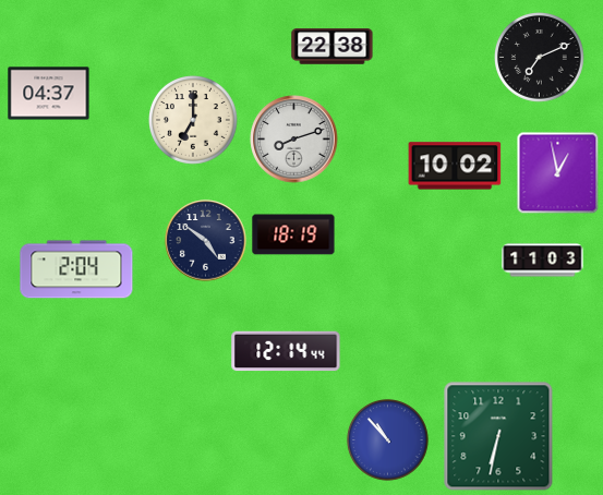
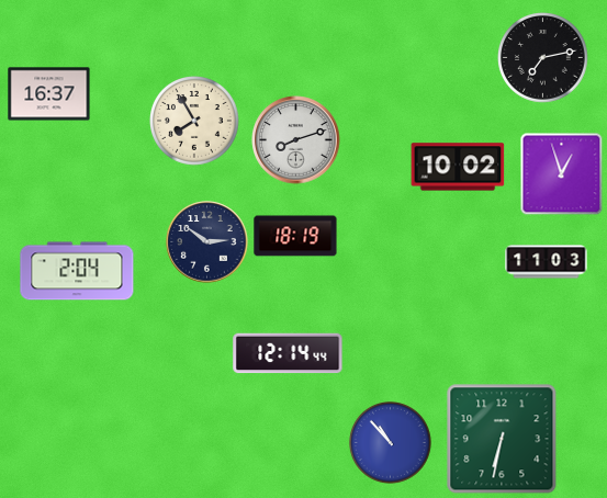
clock at (333, 47): 22:38 -> none
clock at (540, 58): 7:11 -> 7:13
clock at (49, 94): 04:37 -> 16:37
clock at (194, 121): 7:00 -> 7:55
clock at (558, 173): 12:58 -> 12:57
clock at (206, 241): 4:51 -> 2:51
